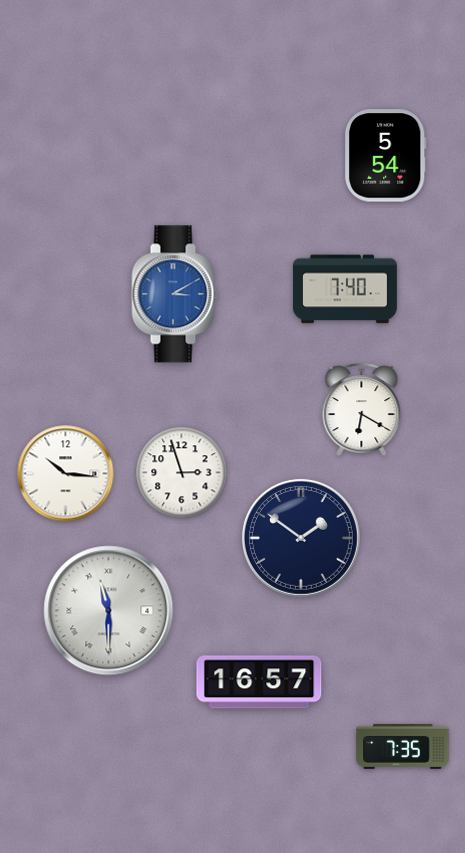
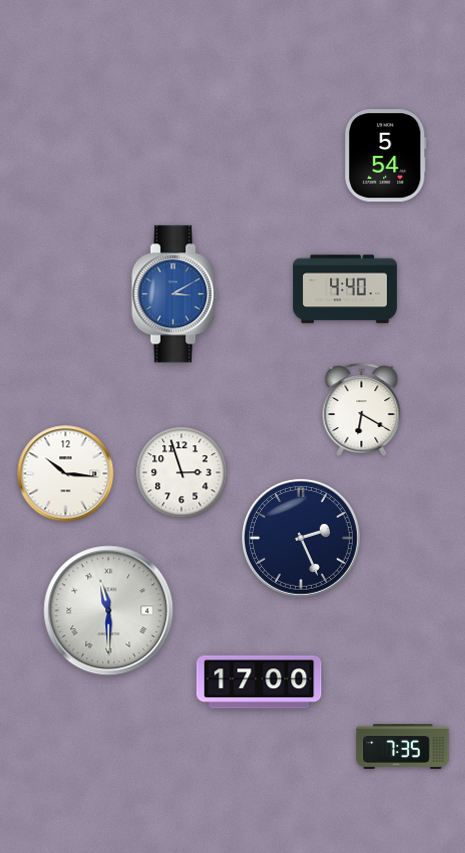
clock at (345, 289): 7:40 -> 4:40
clock at (301, 538): 1:51 -> 2:26
clock at (259, 682): 16:57 -> 17:00
